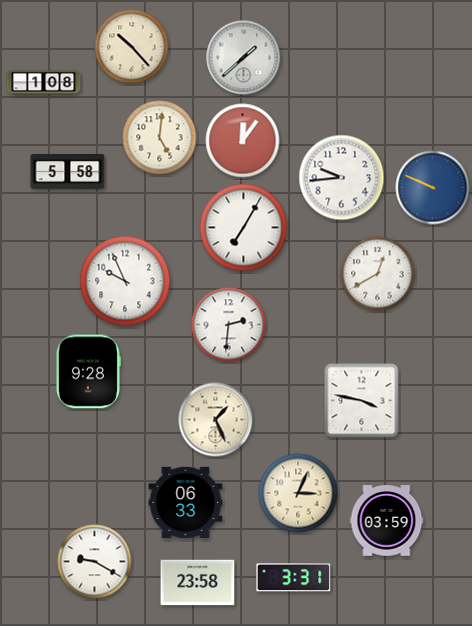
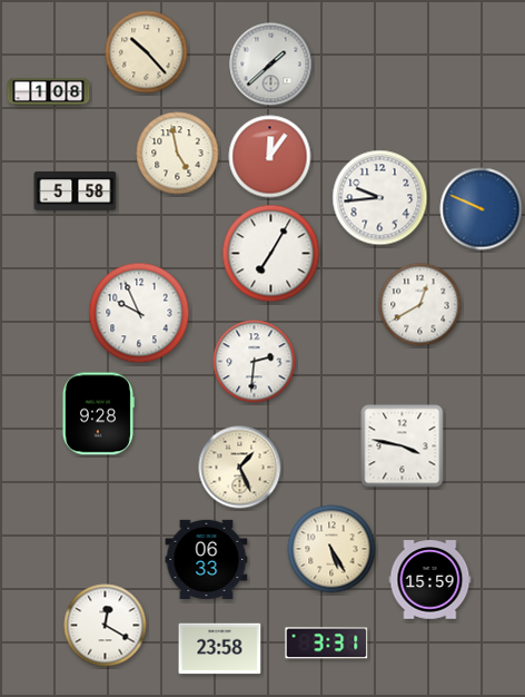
clock at (160, 138): 5:01 -> 4:58
clock at (298, 493): 3:04 -> 5:25
clock at (387, 521): 03:59 -> 15:59
clock at (95, 562): 9:20 -> 12:20
